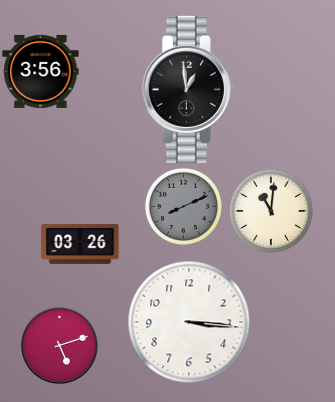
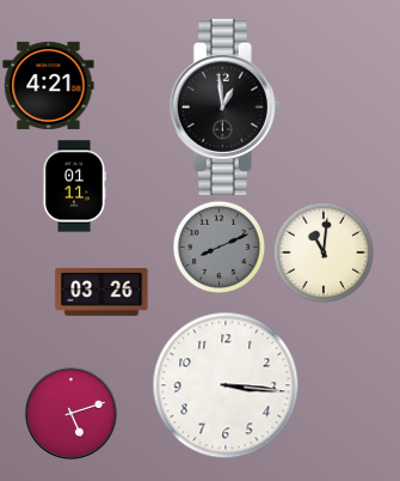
clock at (41, 71): 3:56 -> 4:21
clock at (74, 187): none -> 01:11
clock at (80, 244) position: (80, 244) -> (101, 292)
